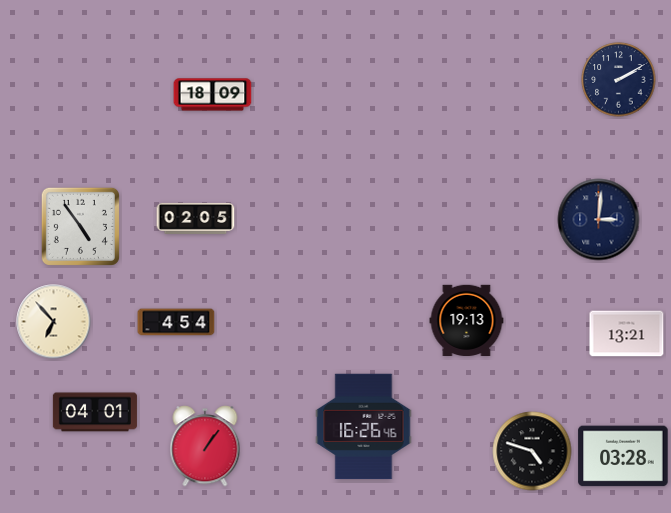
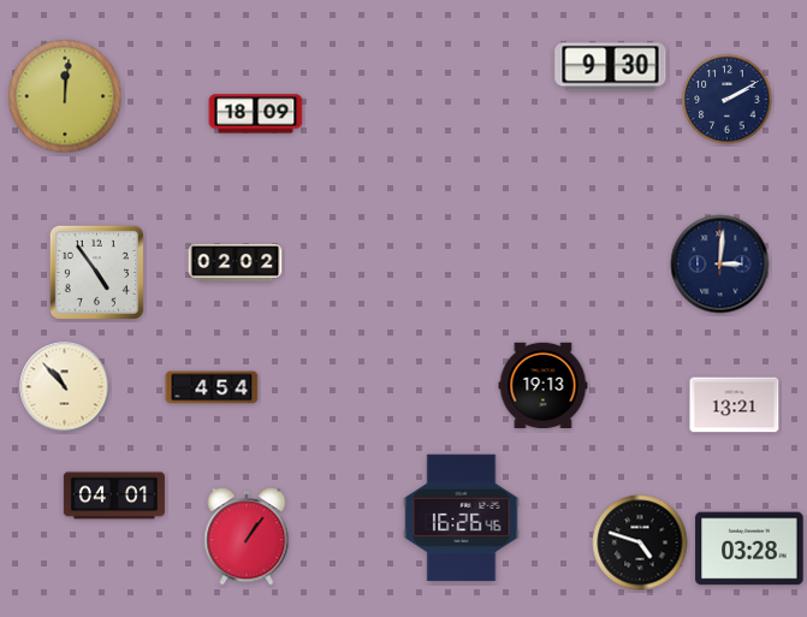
clock at (611, 67): none -> 9:30
clock at (65, 96): none -> 12:01
clock at (619, 80) position: (619, 80) -> (728, 100)
clock at (196, 218): 02:05 -> 02:02
clock at (467, 320) position: (467, 320) -> (544, 385)
clock at (54, 322): 6:53 -> 10:53
clock at (627, 334) position: (627, 334) -> (735, 405)
clock at (364, 427) position: (364, 427) -> (462, 518)
